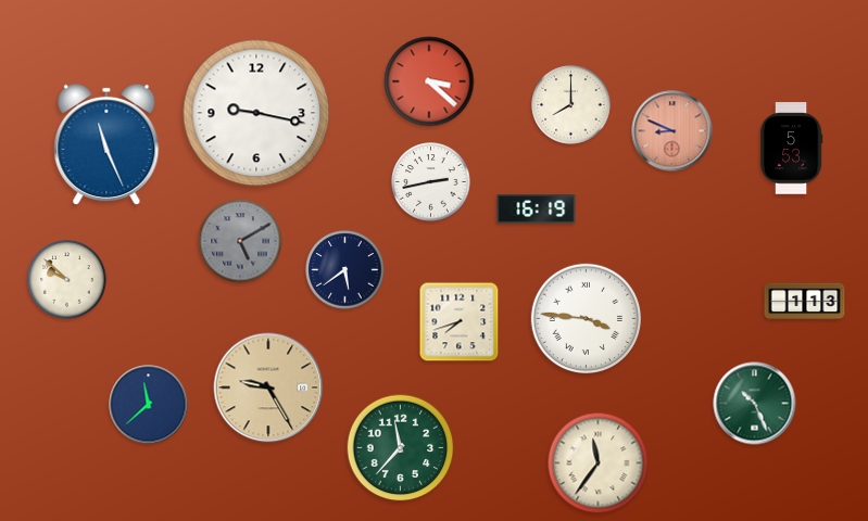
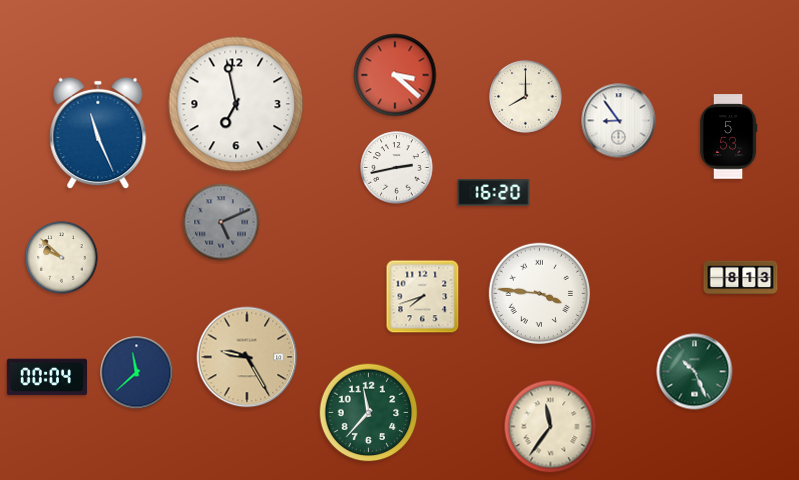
clock at (256, 113): 9:17 -> 6:58
clock at (672, 131): 8:49 -> 8:54
clock at (672, 131) dial: salmon -> white
clock at (537, 209): 16:19 -> 16:20
clock at (240, 241): 5:10 -> 5:11
clock at (345, 270): 5:39 -> none
clock at (805, 302): 1:13 -> 8:13
clock at (47, 377): none -> 00:04
